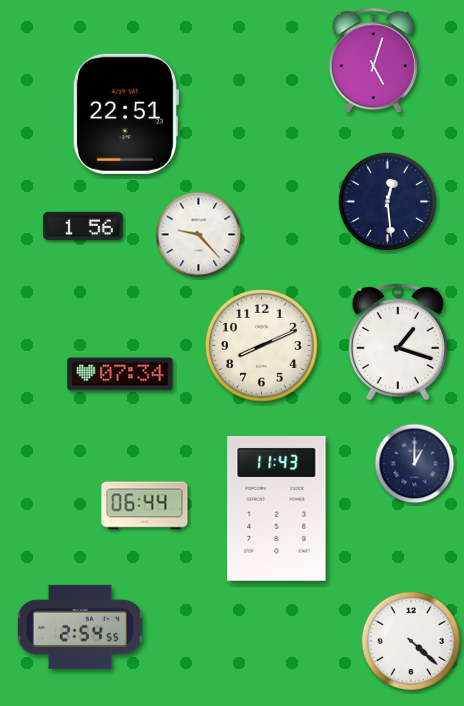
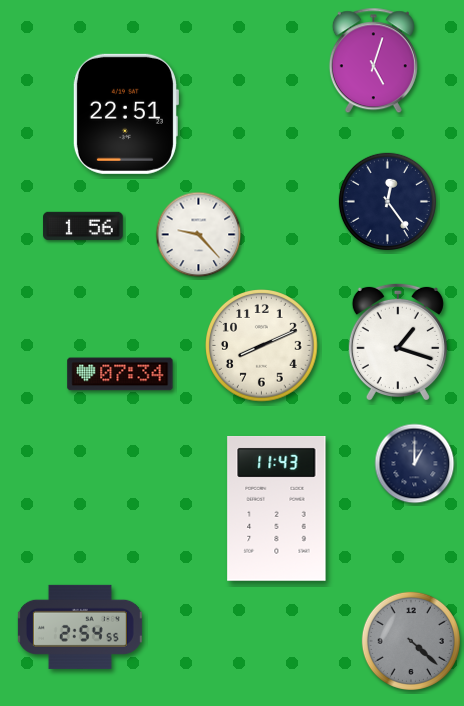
clock at (387, 201): 12:29 -> 12:24
clock at (145, 506): 06:44 -> none
clock at (411, 641) dial: white -> grey
